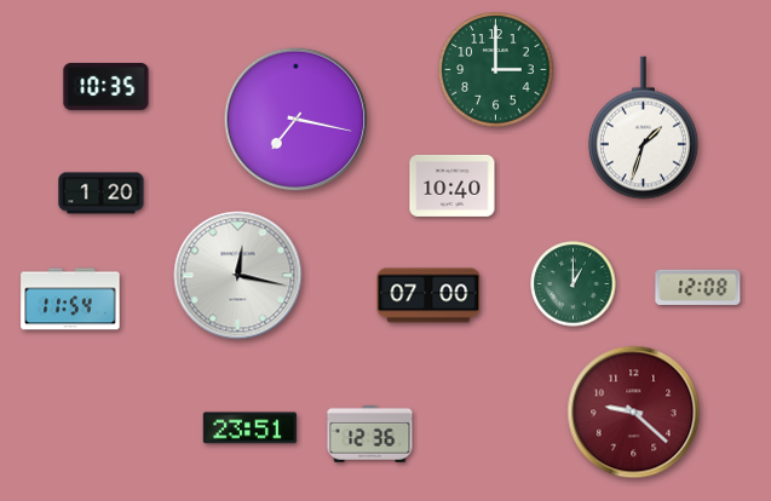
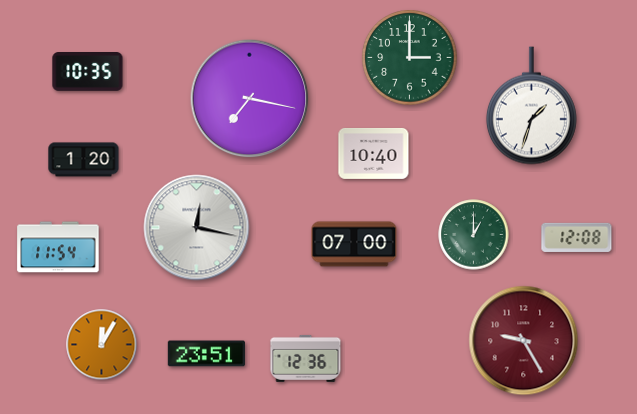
clock at (297, 120) position: (297, 120) -> (250, 99)
clock at (634, 413): 9:22 -> 9:25
clock at (102, 345): none -> 12:05
